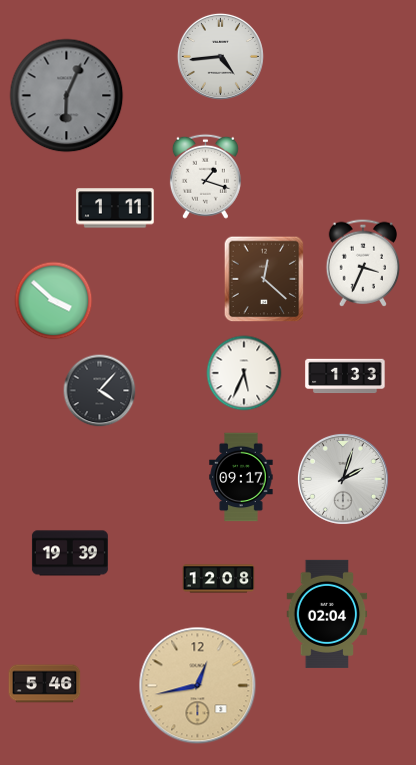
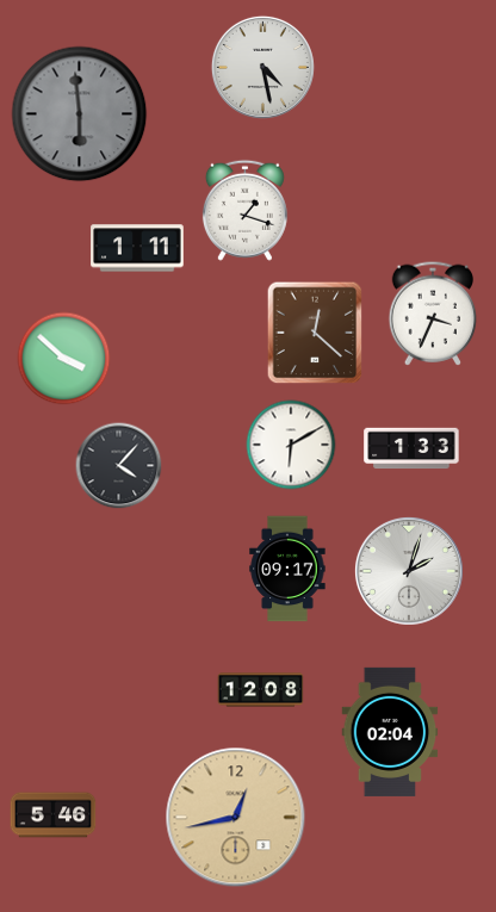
clock at (220, 56): 4:44 -> 4:28
clock at (67, 96): 6:04 -> 5:59
clock at (244, 373): 5:34 -> 6:10
clock at (70, 553): 19:39 -> none
